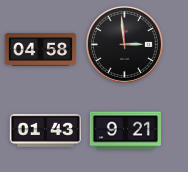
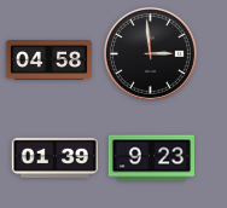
clock at (45, 130): 01:43 -> 01:39
clock at (125, 131): 9:21 -> 9:23
